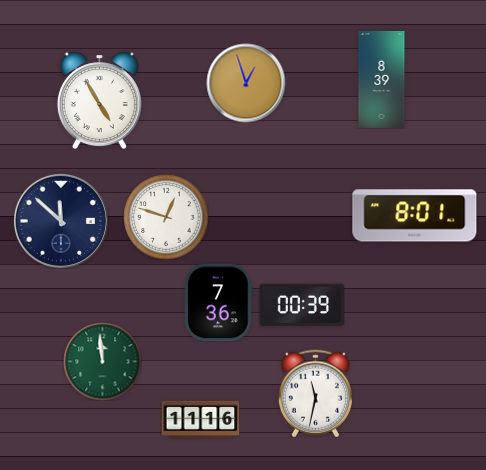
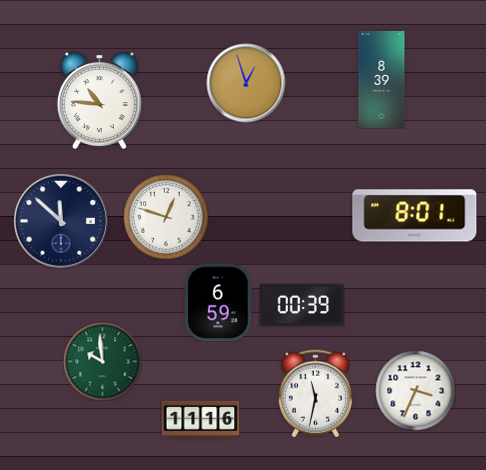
clock at (99, 100): 4:55 -> 10:46
clock at (219, 302): 7:36 -> 6:59
clock at (102, 361): 11:59 -> 9:59
clock at (415, 390): none -> 3:34
